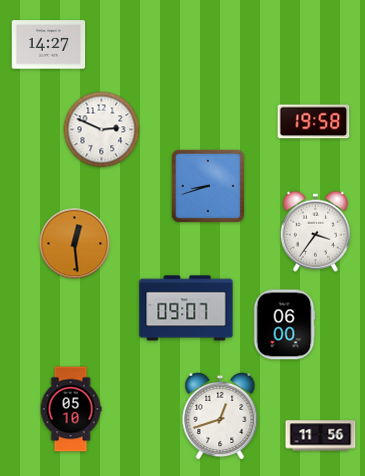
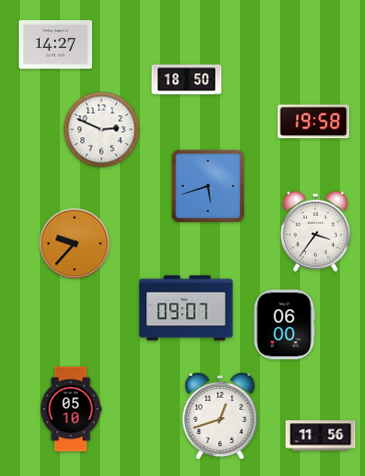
clock at (49, 45) position: (49, 45) -> (56, 45)
clock at (187, 80): none -> 18:50
clock at (208, 186): 8:42 -> 5:42
clock at (75, 244): 12:29 -> 9:37
